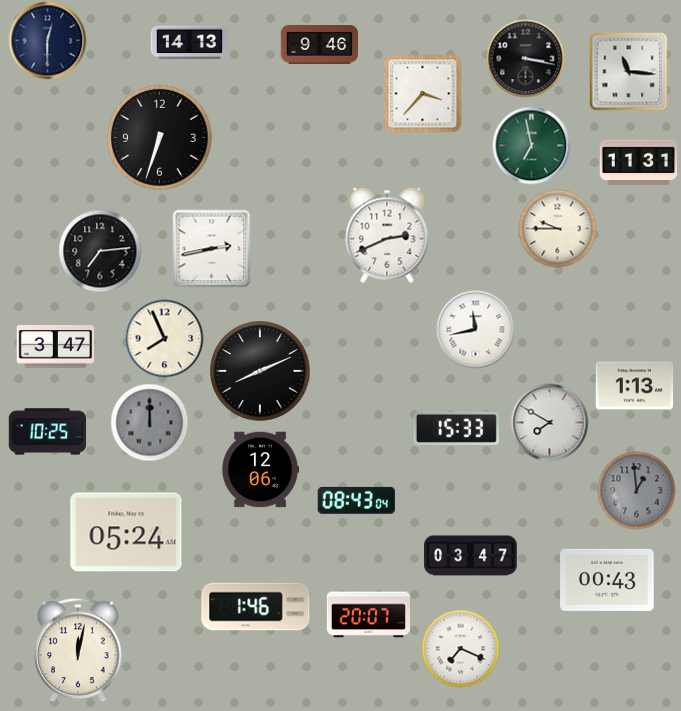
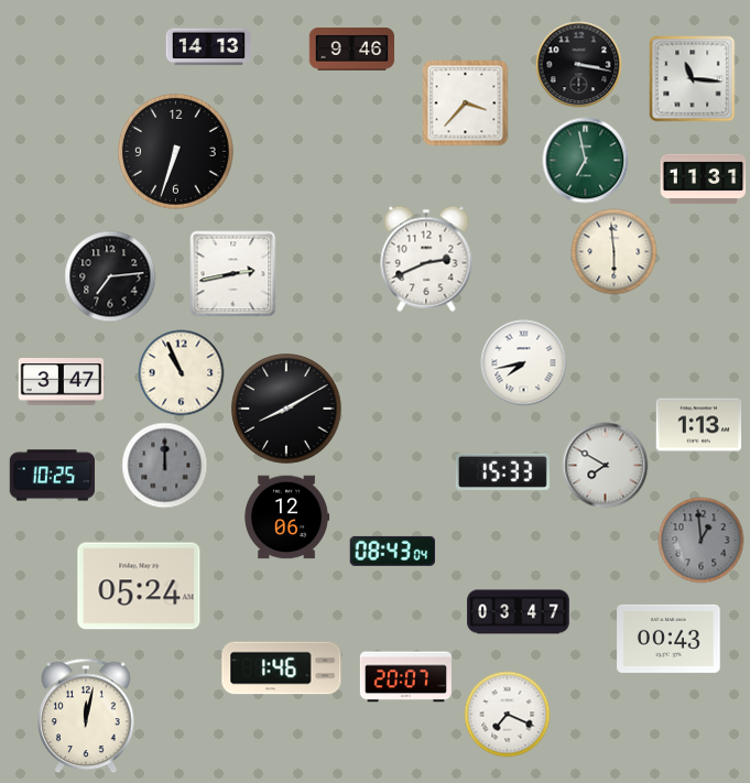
clock at (47, 40): 12:30 -> none
clock at (557, 228): 9:45 -> 5:59
clock at (475, 329): 11:43 -> 7:43
clock at (164, 338): 7:56 -> 10:56
clock at (260, 371): 8:11 -> 8:10
